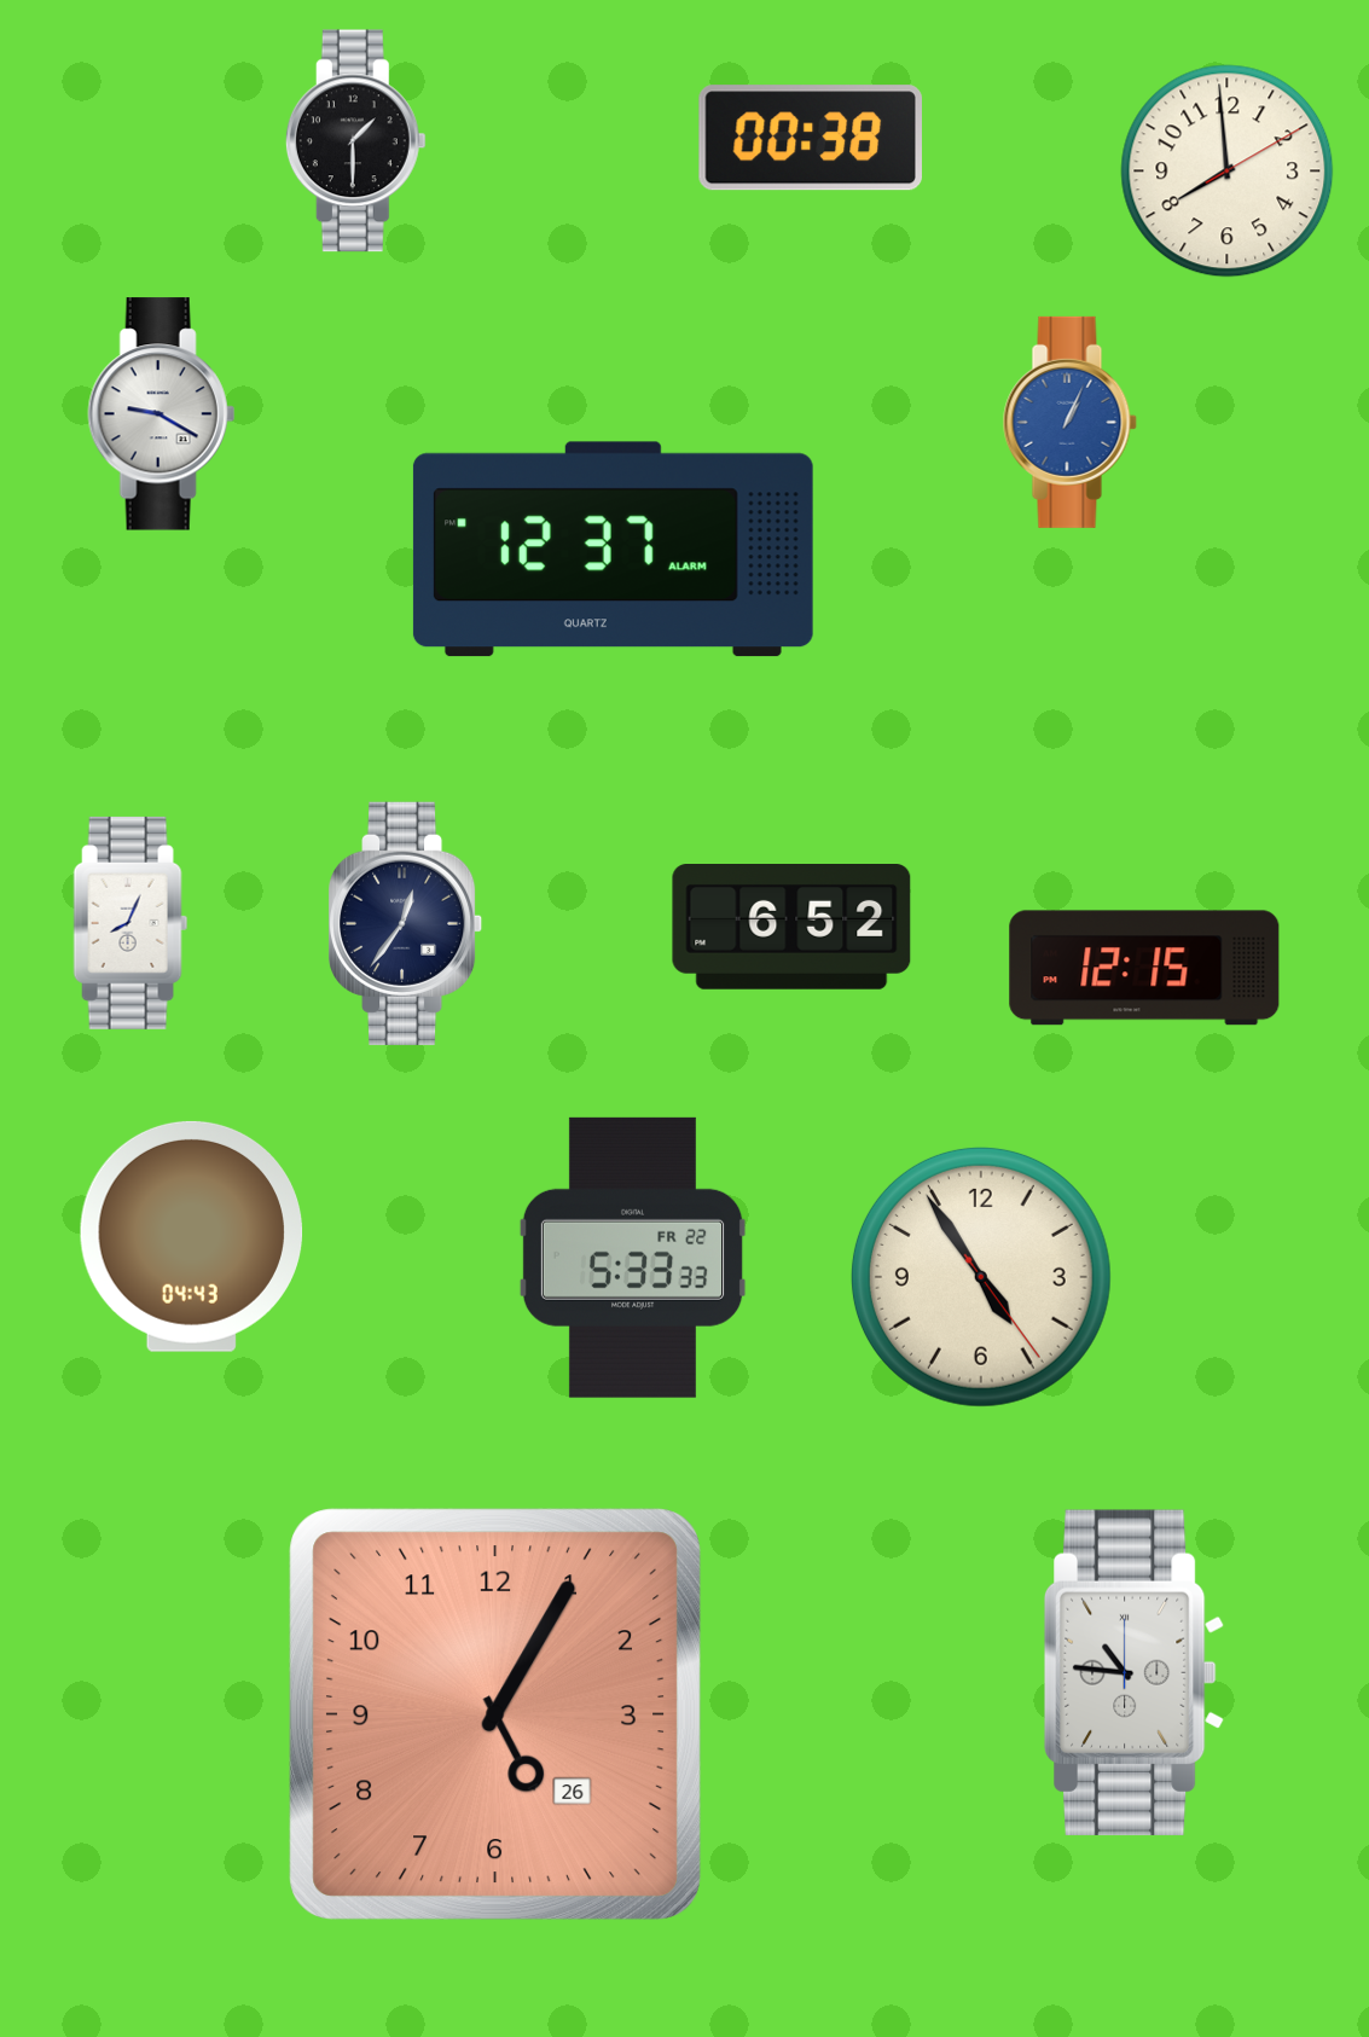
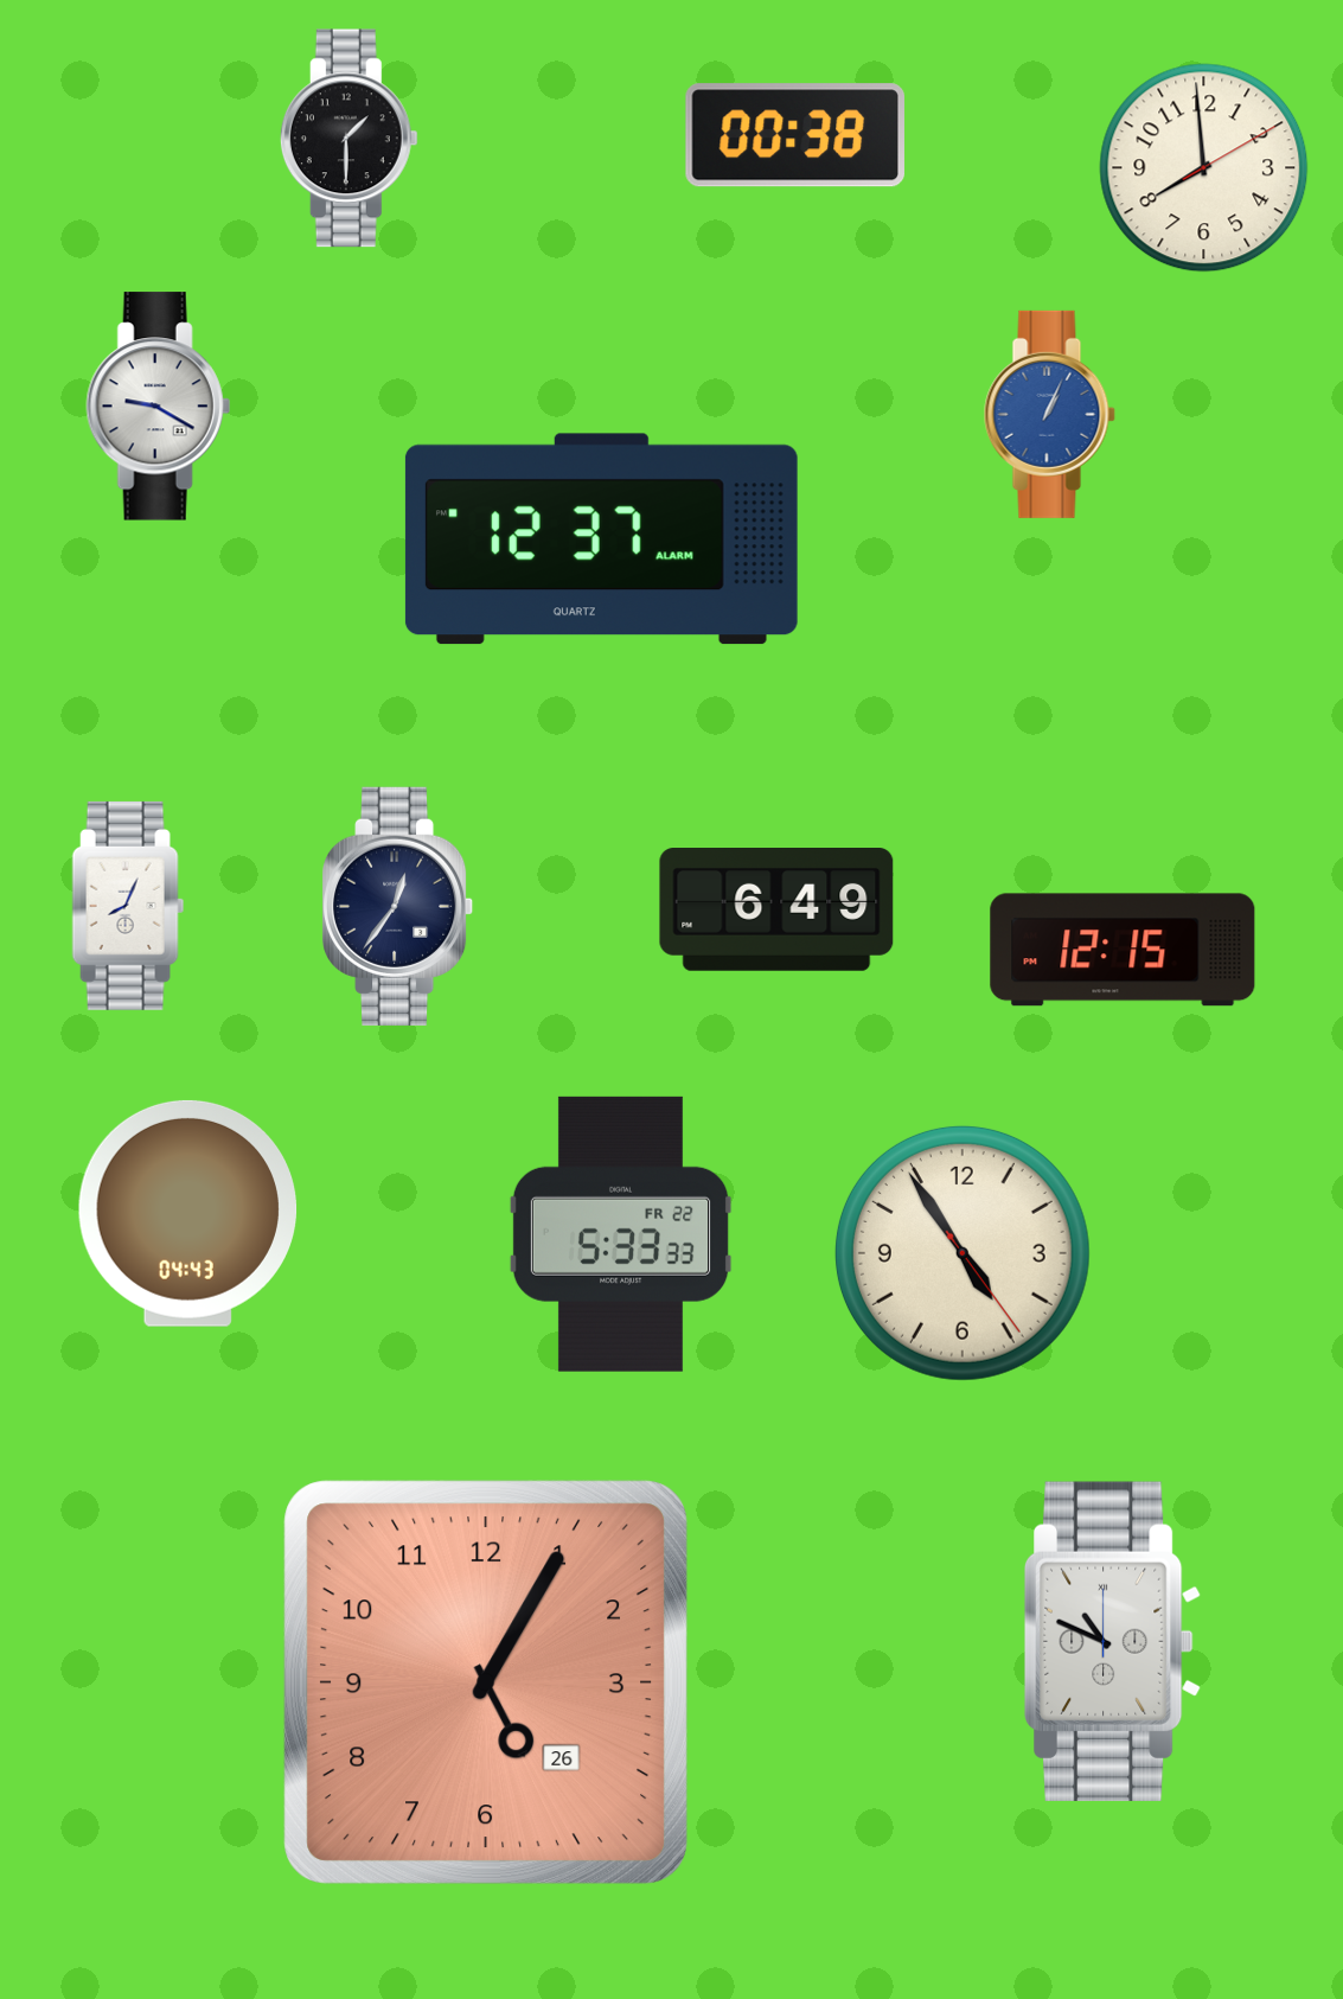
clock at (791, 928): 6:52 -> 6:49
clock at (1135, 1672): 10:46 -> 10:49
